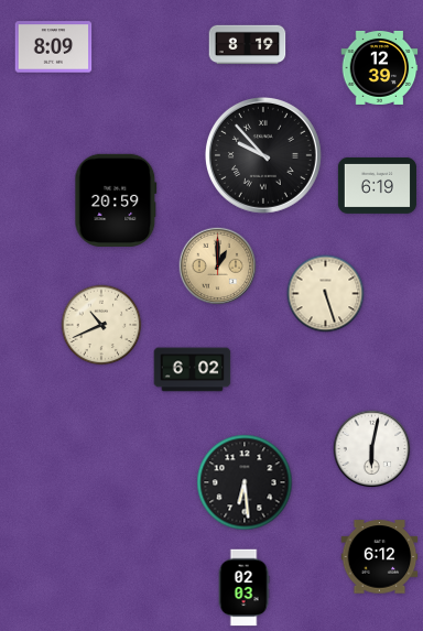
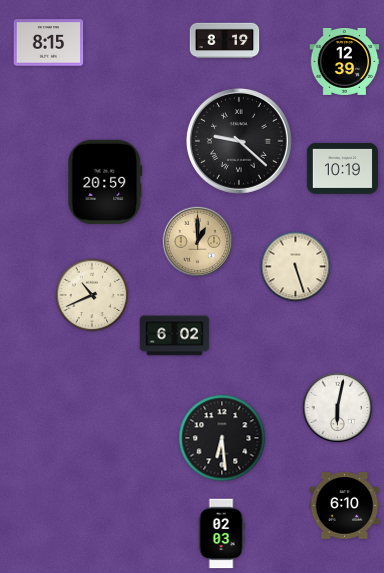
clock at (54, 47): 8:09 -> 8:15
clock at (263, 155): 9:53 -> 9:22
clock at (377, 185): 6:19 -> 10:19
clock at (380, 557): 6:12 -> 6:10
